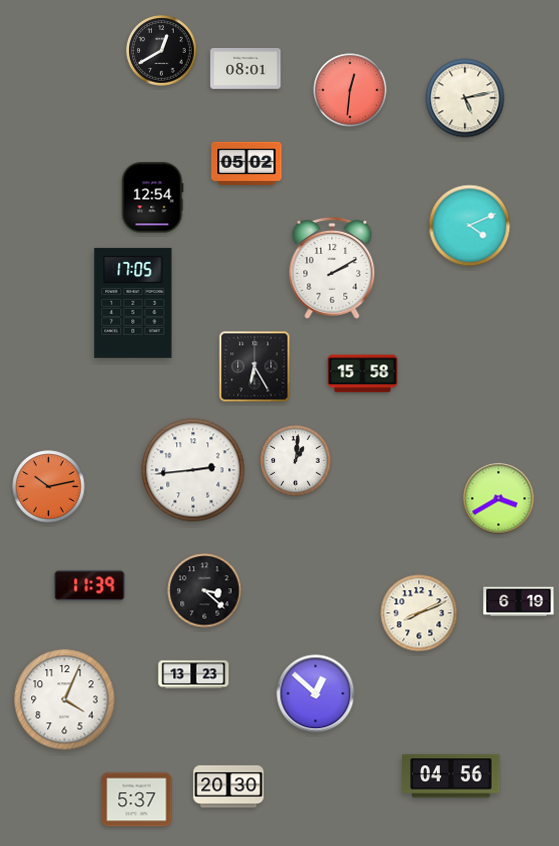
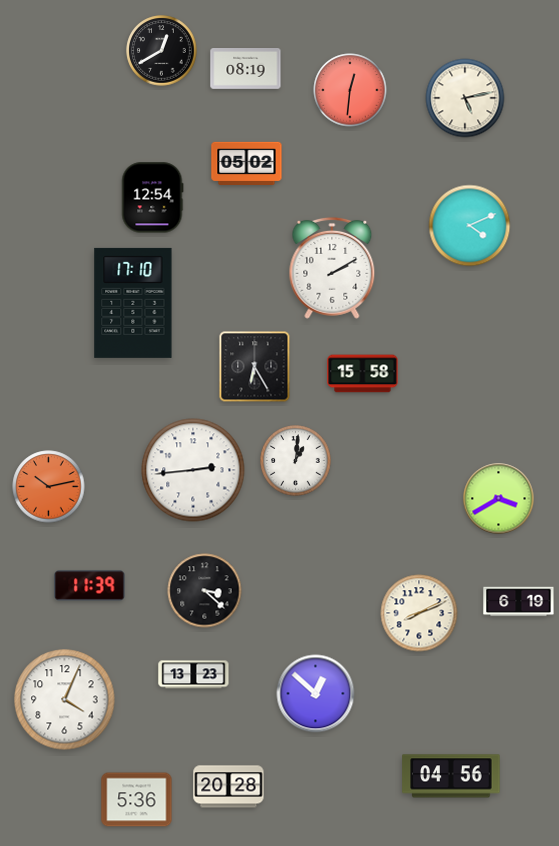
clock at (246, 69): 08:01 -> 08:19
clock at (133, 303): 17:05 -> 17:10
clock at (229, 787): 20:30 -> 20:28
clock at (137, 800): 5:37 -> 5:36
